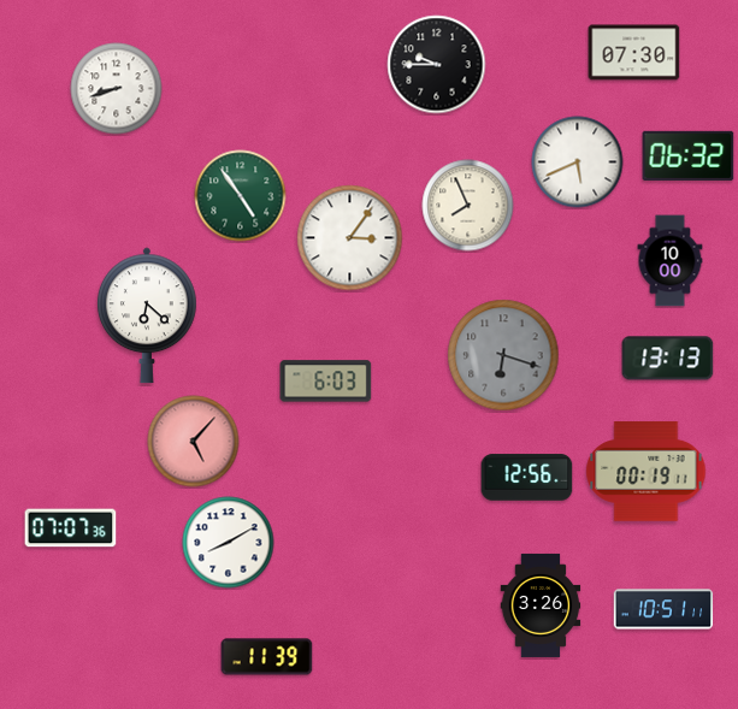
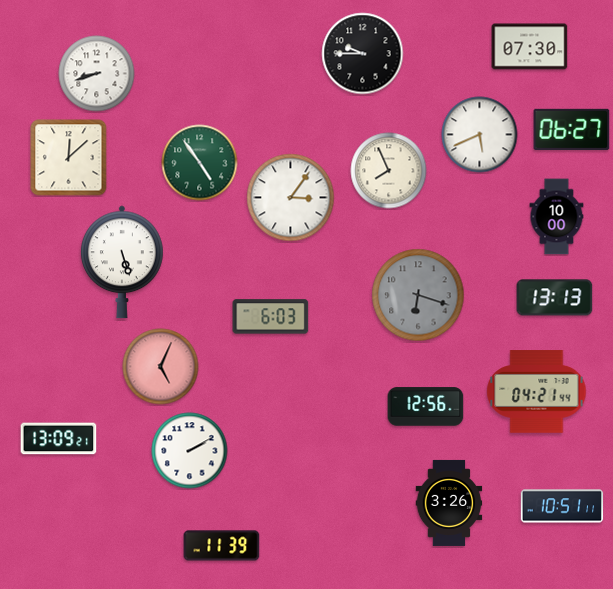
clock at (634, 53) position: (634, 53) -> (530, 47)
clock at (689, 155): 06:32 -> 06:27
clock at (69, 158): none -> 12:08
clock at (147, 315): 6:22 -> 5:27
clock at (194, 442): 5:07 -> 5:04
clock at (647, 472): 00:19 -> 04:21
clock at (527, 478) position: (527, 478) -> (426, 407)
clock at (71, 528): 07:07 -> 13:09
clock at (229, 543): 8:10 -> 2:10
clock at (663, 609) position: (663, 609) -> (562, 506)
